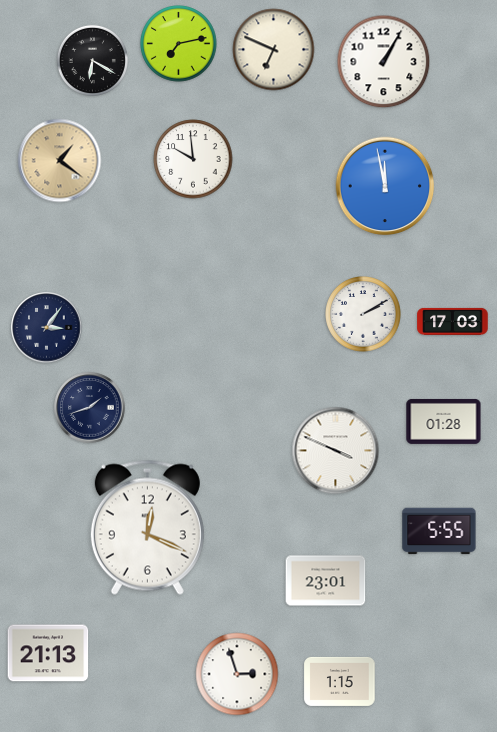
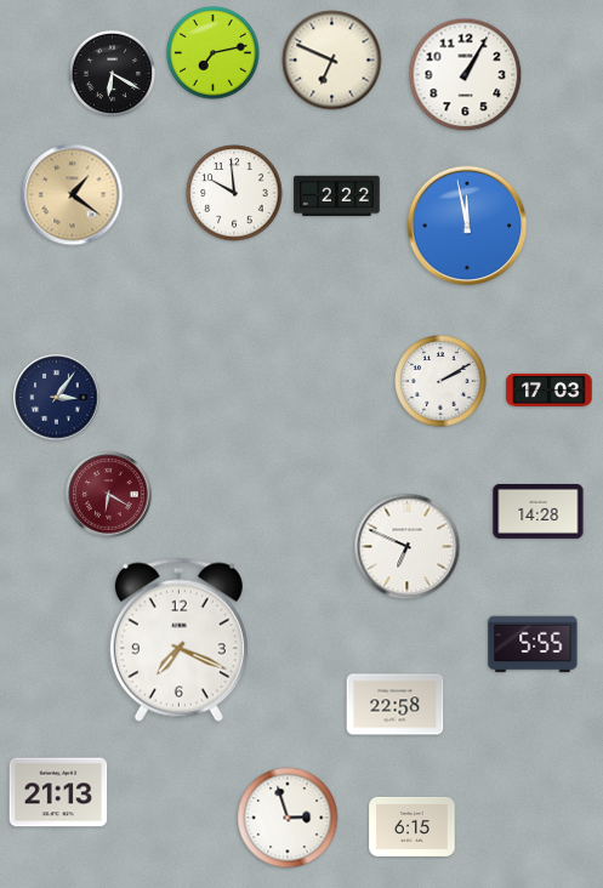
clock at (179, 44) position: (179, 44) -> (214, 53)
clock at (337, 197): none -> 2:22
clock at (90, 408): 1:42 -> 6:20
clock at (90, 408) dial: navy -> burgundy
clock at (444, 421): 01:28 -> 14:28
clock at (336, 451): 3:49 -> 6:49
clock at (147, 527): 12:19 -> 7:19
clock at (326, 581): 23:01 -> 22:58
clock at (340, 681): 1:15 -> 6:15
